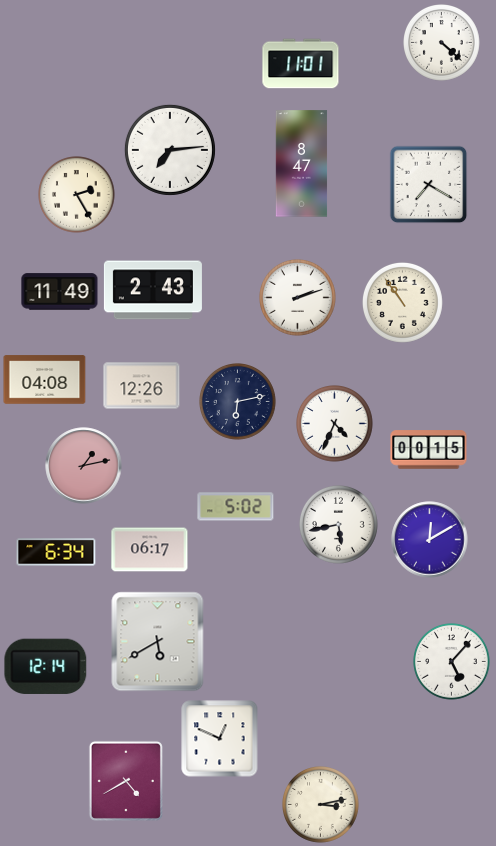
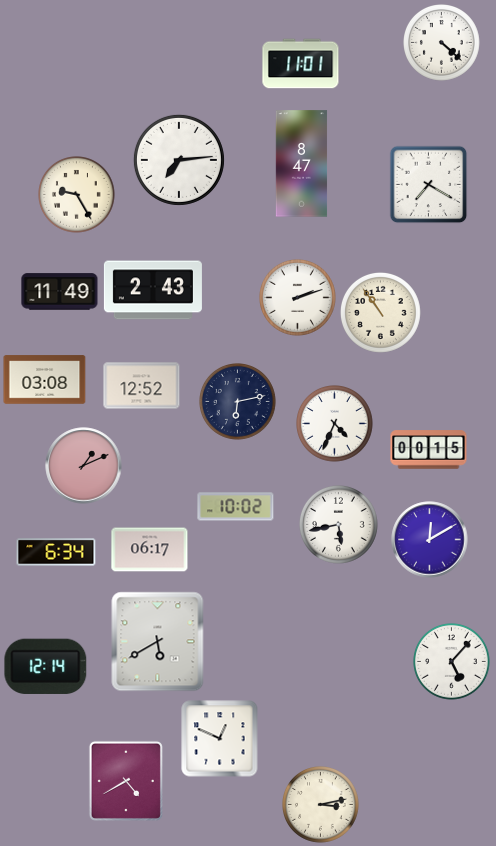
clock at (170, 150) position: (170, 150) -> (179, 160)
clock at (77, 195): 2:25 -> 9:25
clock at (402, 302) position: (402, 302) -> (380, 312)
clock at (45, 380): 04:08 -> 03:08
clock at (142, 386): 12:26 -> 12:52
clock at (84, 466): 1:13 -> 1:11
clock at (236, 507): 5:02 -> 10:02
